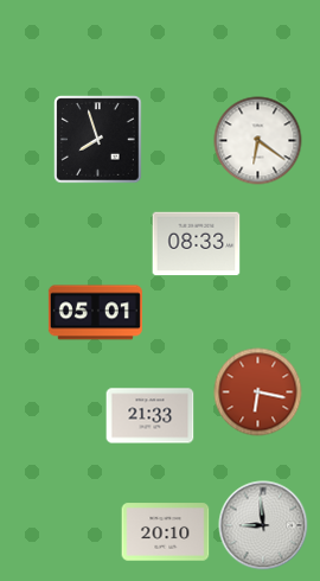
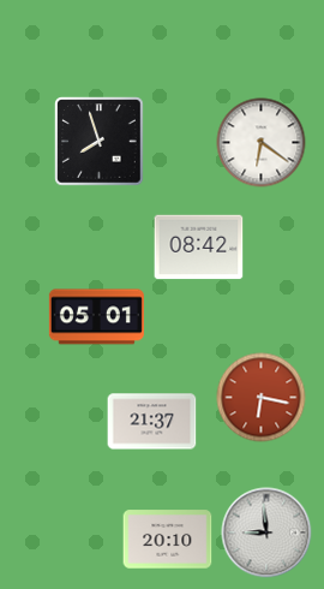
clock at (197, 244): 08:33 -> 08:42
clock at (151, 416): 21:33 -> 21:37
